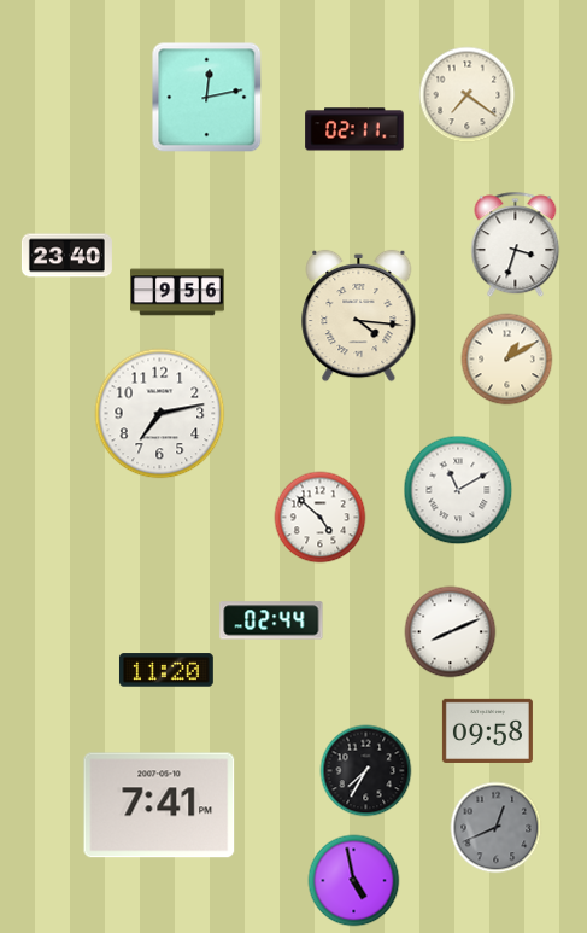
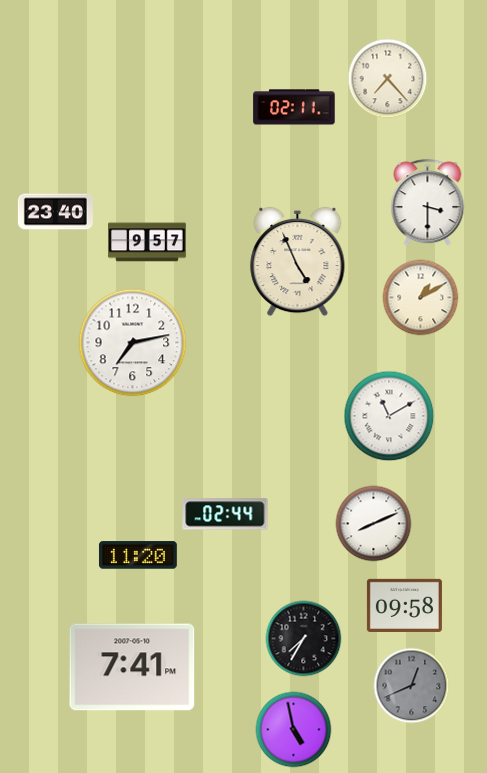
clock at (468, 95): 7:21 -> 7:23
clock at (207, 98): 12:13 -> none
clock at (516, 245): 3:33 -> 3:30
clock at (177, 292): 9:56 -> 9:57
clock at (359, 316): 4:16 -> 4:56
clock at (458, 490) position: (458, 490) -> (389, 416)
clock at (321, 518): 4:52 -> none
